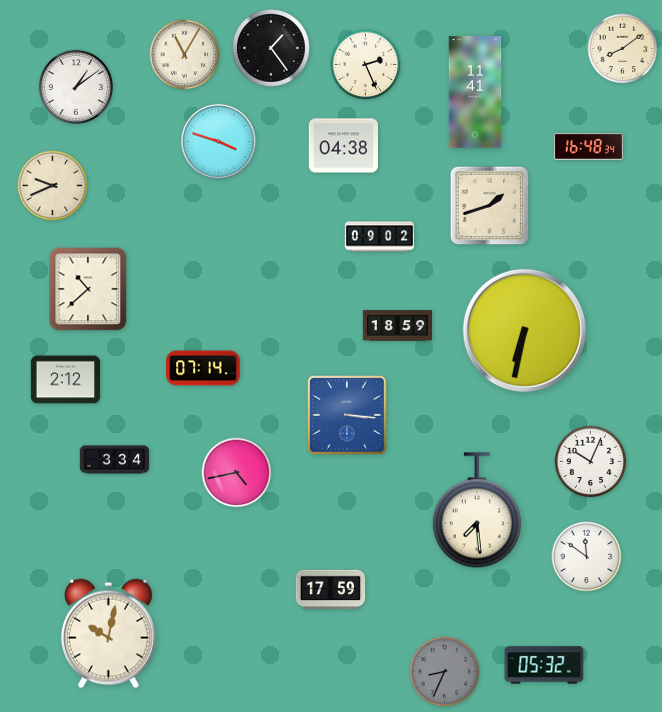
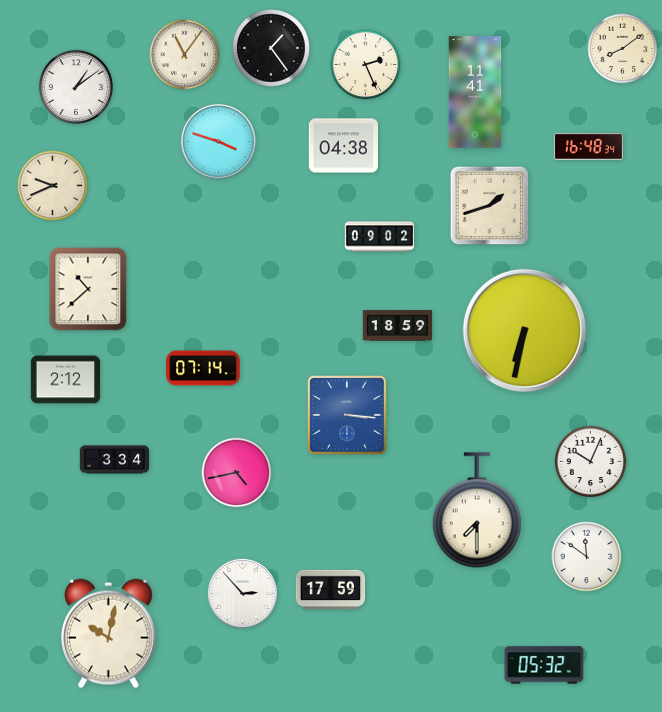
clock at (185, 55): 11:05 -> 11:06
clock at (477, 510): 7:29 -> 7:30
clock at (242, 593): none -> 2:53
clock at (445, 672): 8:34 -> none
